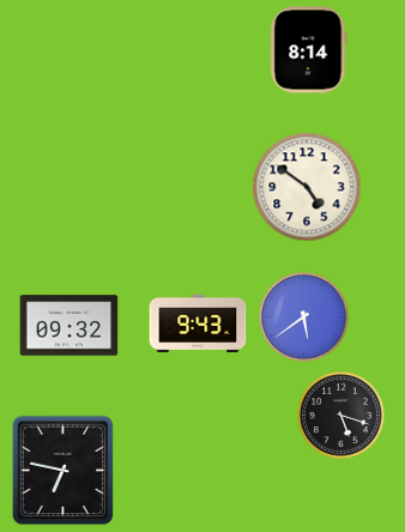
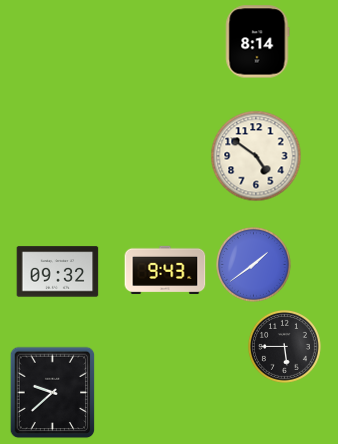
clock at (304, 318): 5:39 -> 1:39
clock at (340, 415): 5:18 -> 5:45
clock at (64, 471): 6:47 -> 9:38
